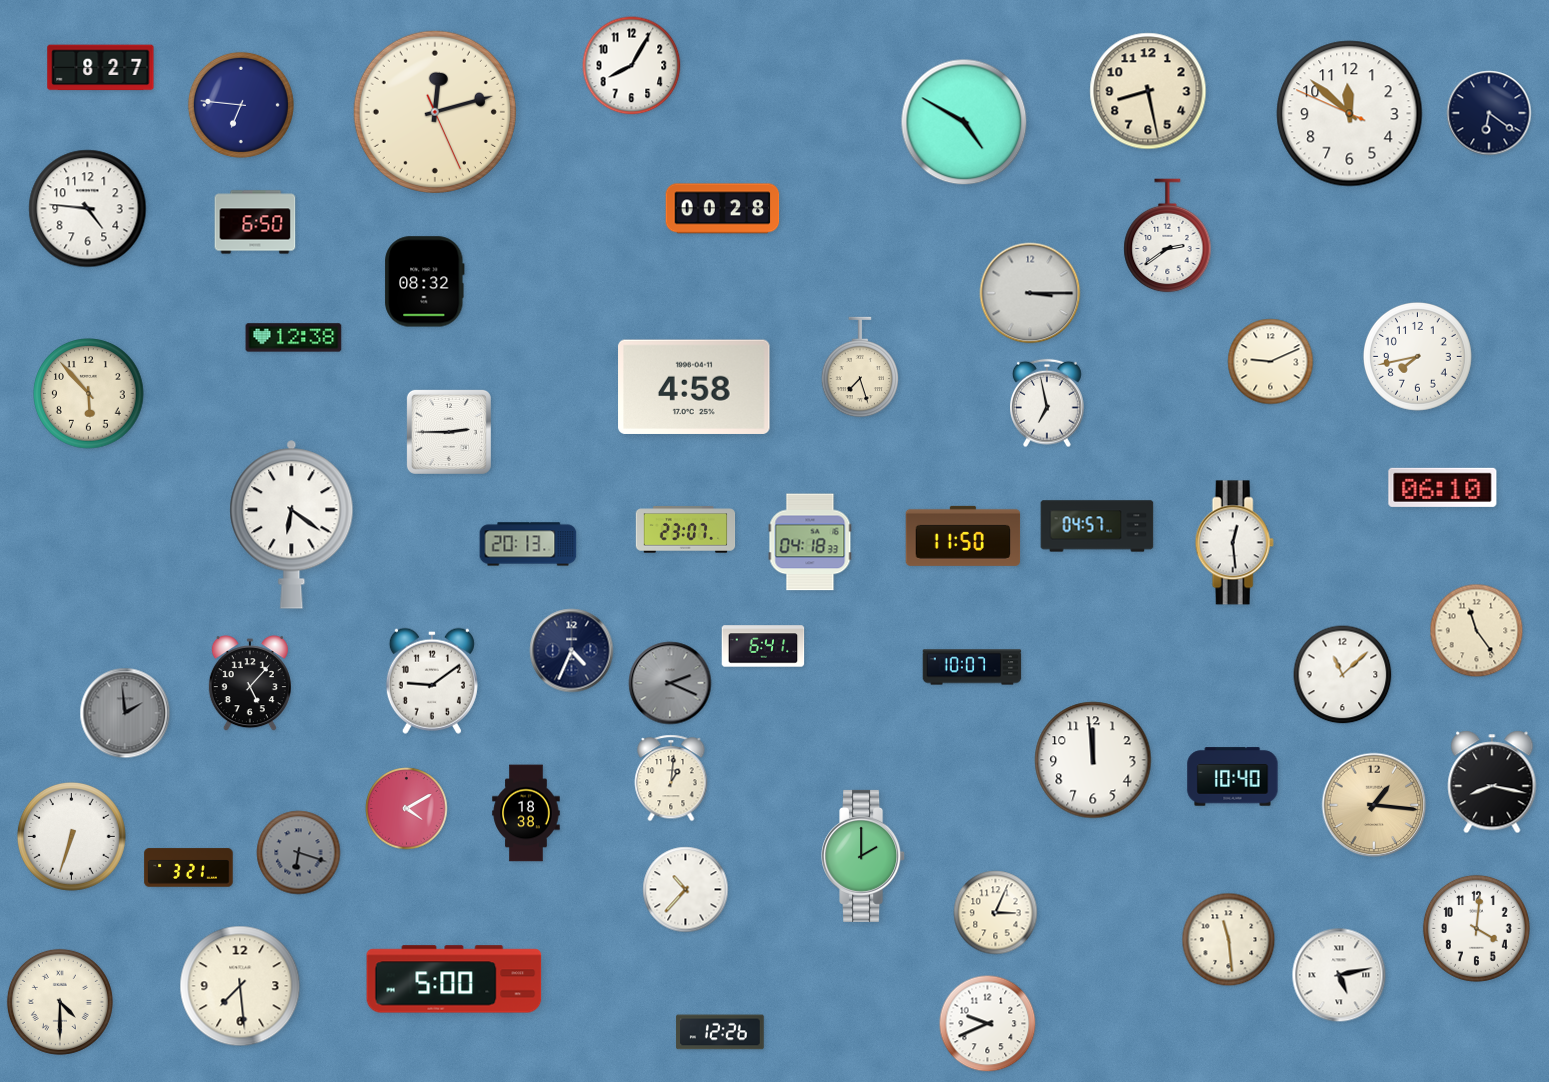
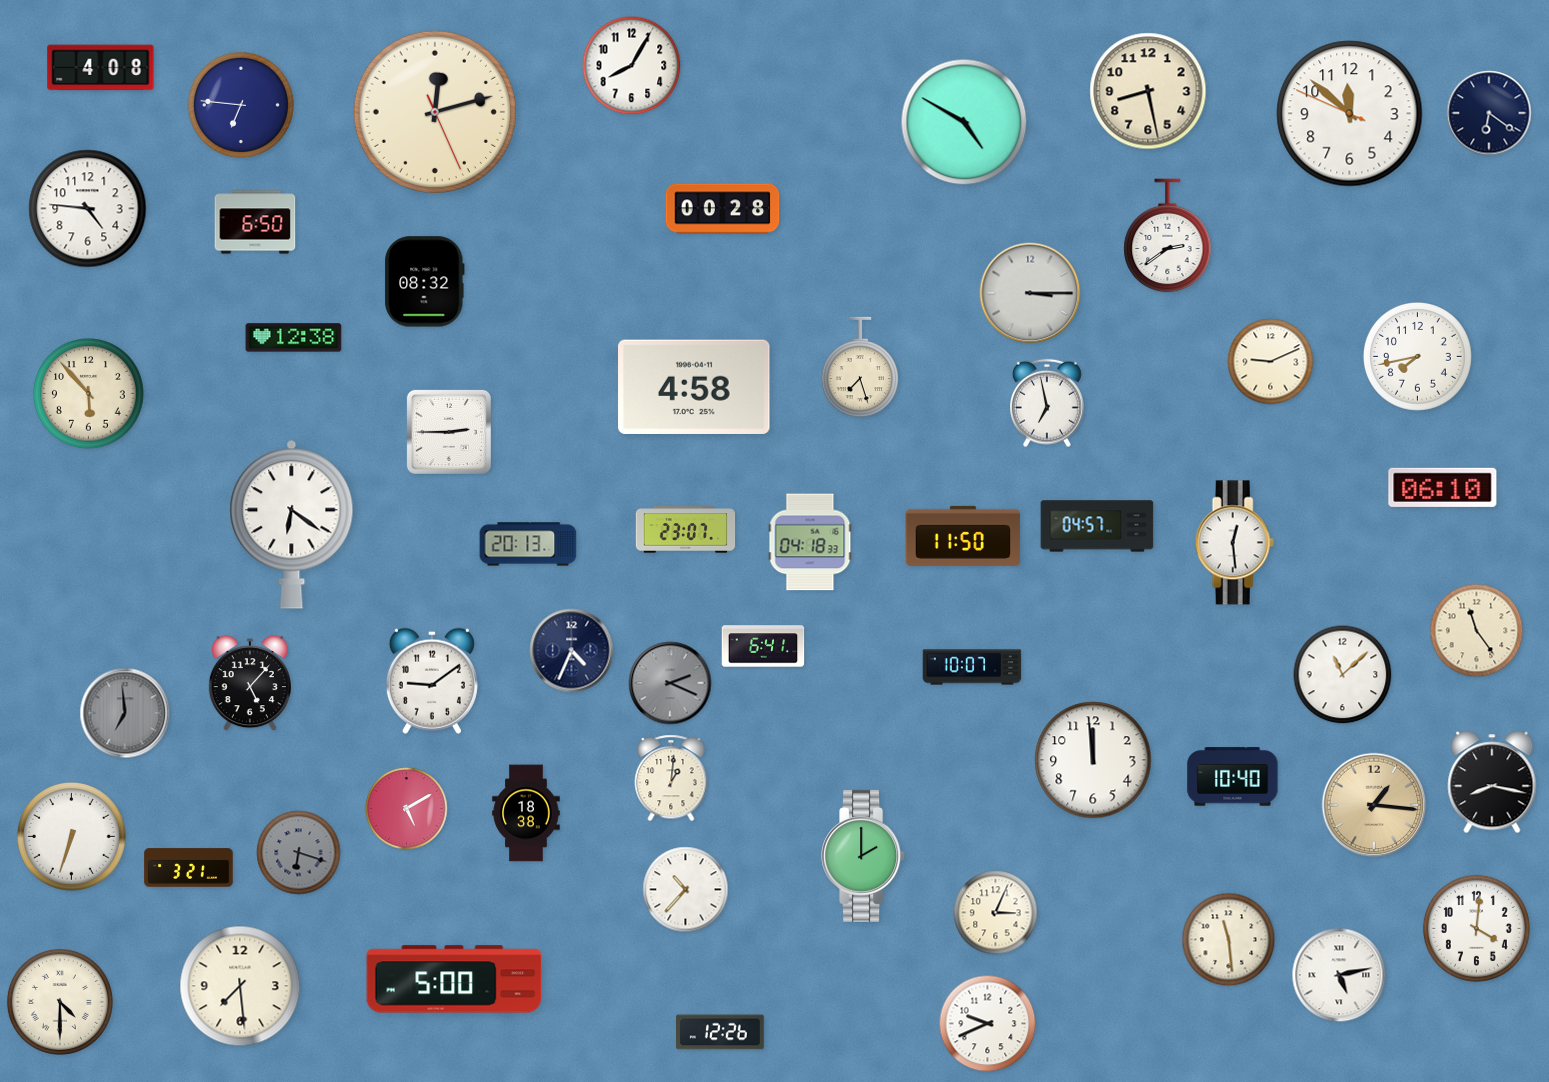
clock at (101, 68): 8:27 -> 4:08
clock at (125, 713): 1:59 -> 6:59
clock at (407, 809): 4:10 -> 5:10
